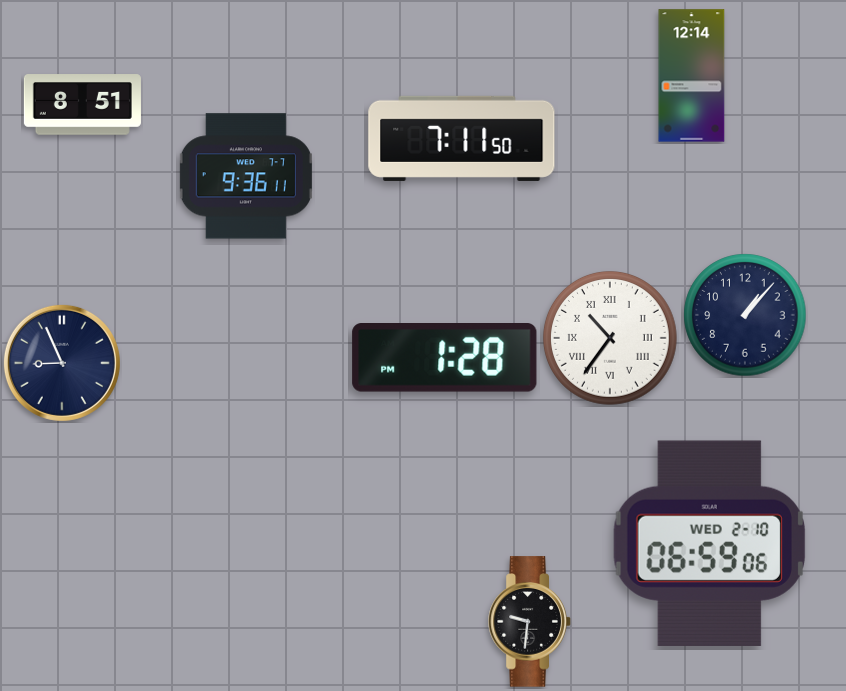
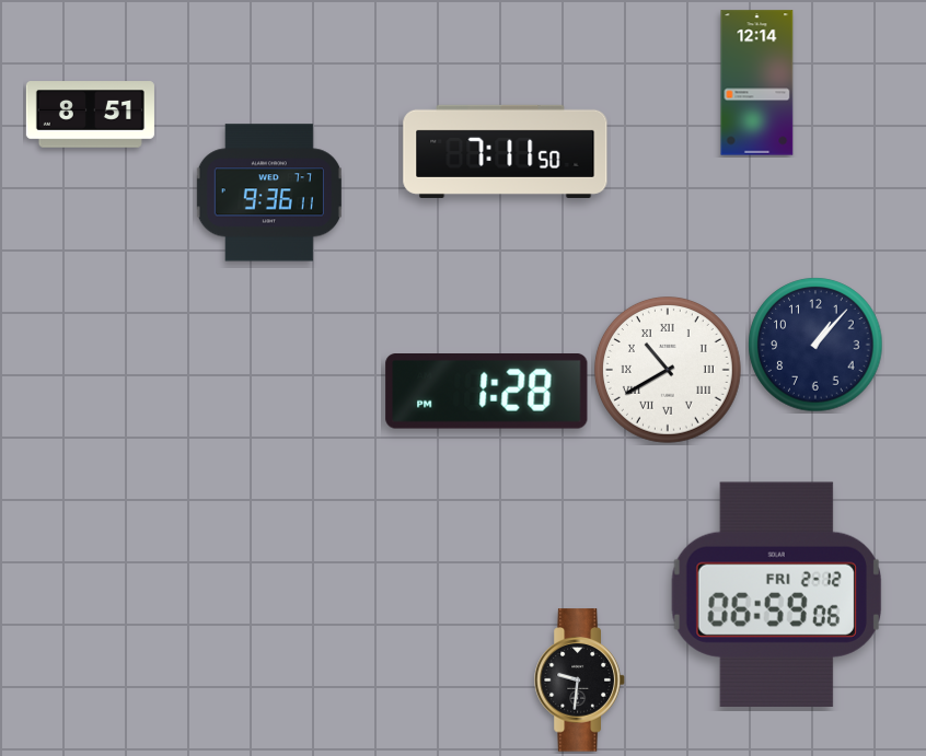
clock at (611, 339): 10:36 -> 10:40
clock at (62, 363): 8:56 -> none
clock at (709, 543) date: WED 2-10 -> FRI 2-12
